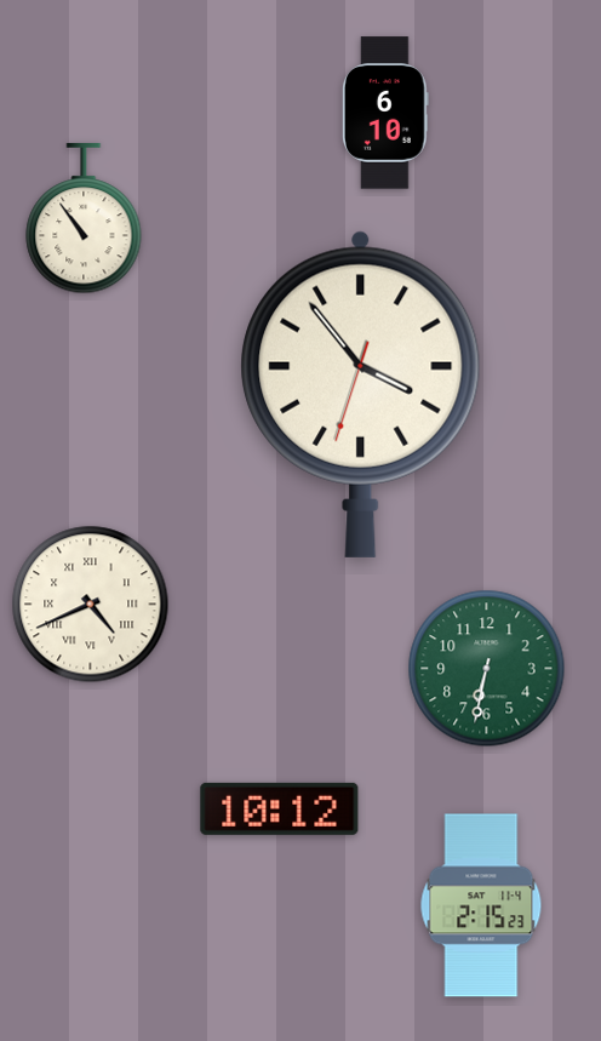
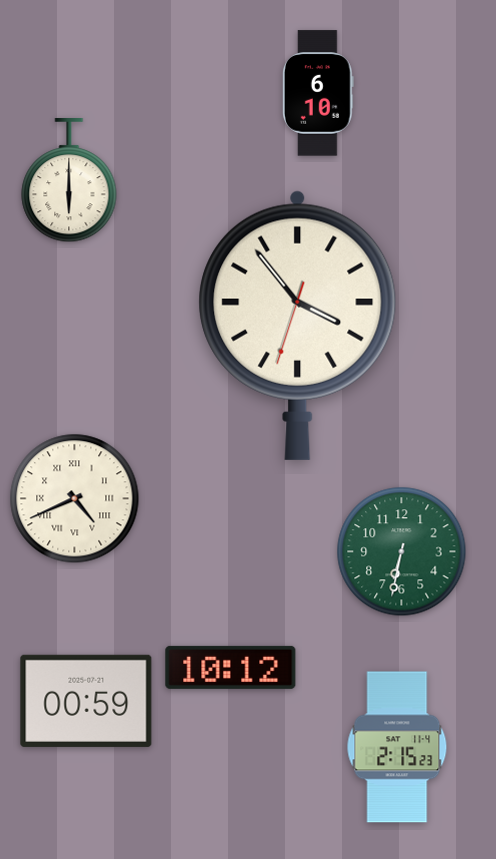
clock at (84, 219): 10:54 -> 6:00
clock at (86, 701): none -> 00:59
